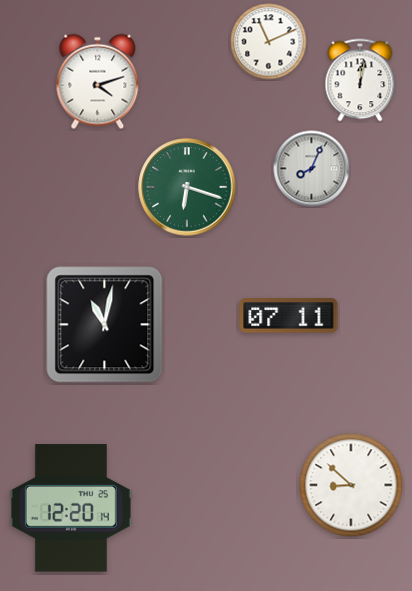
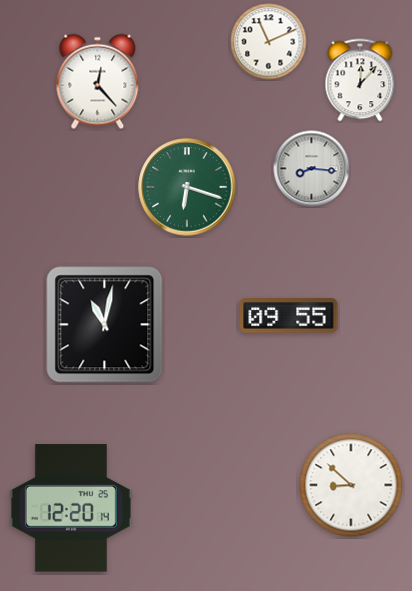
clock at (360, 80): 12:02 -> 12:07
clock at (98, 82): 4:12 -> 12:23
clock at (312, 169): 8:04 -> 8:16
clock at (289, 316): 07:11 -> 09:55
